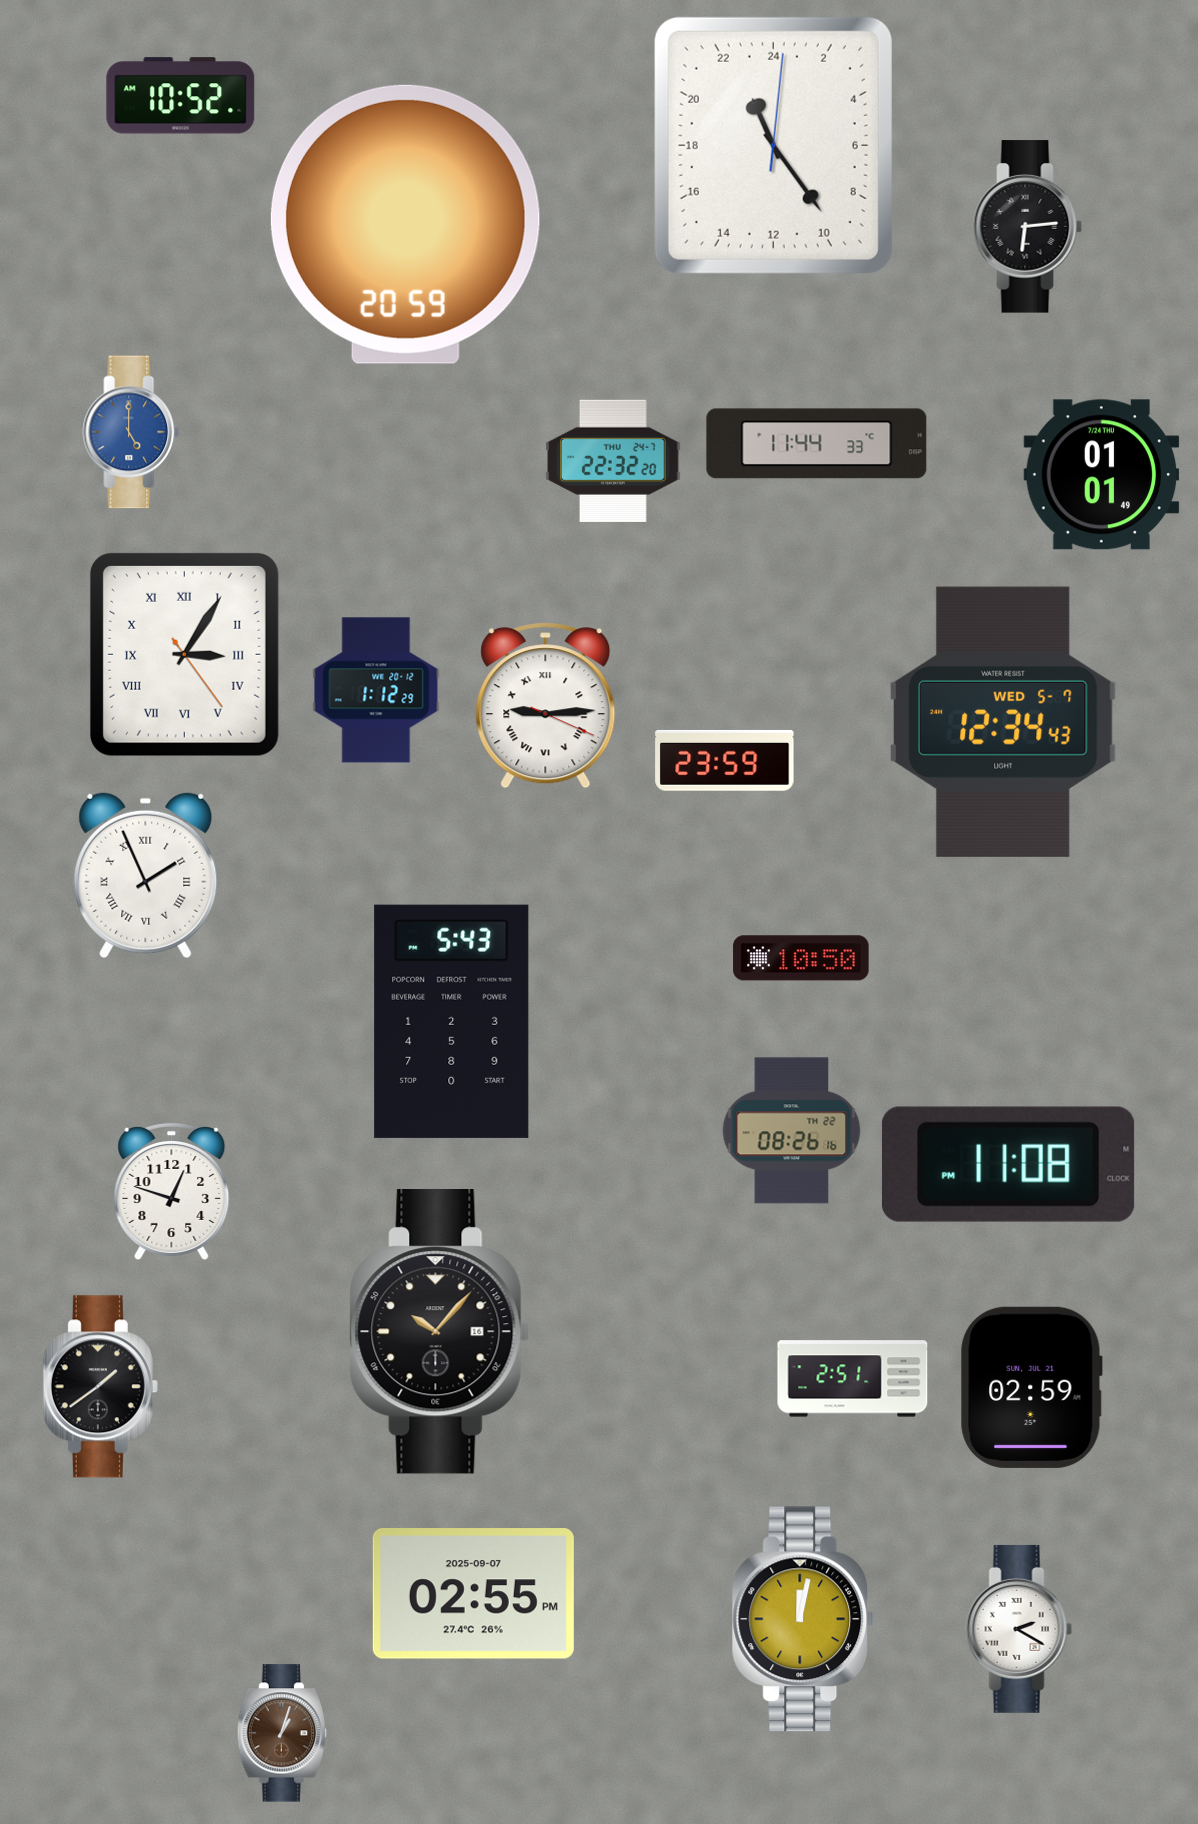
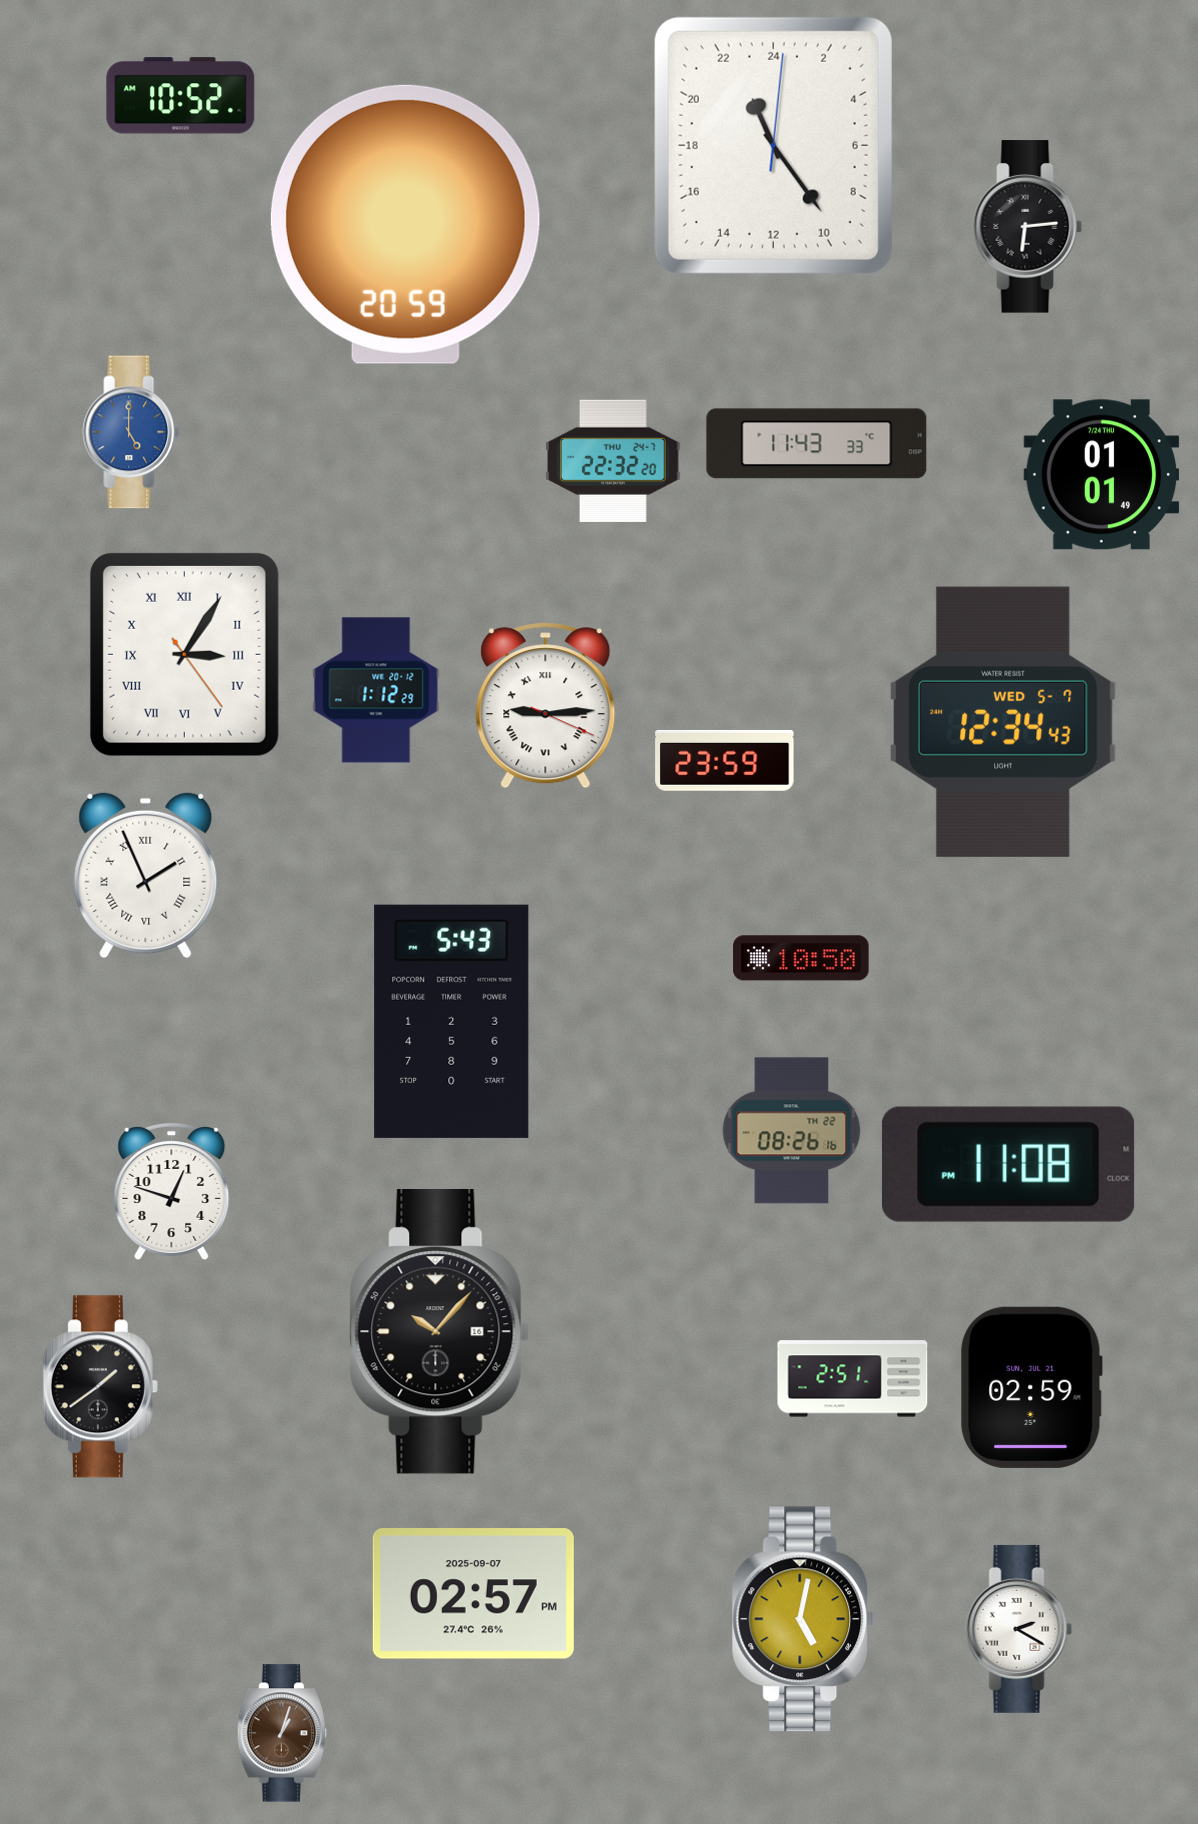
clock at (817, 444): 11:44 -> 11:43
clock at (473, 1594): 02:55 -> 02:57
clock at (803, 1619): 12:02 -> 5:02
